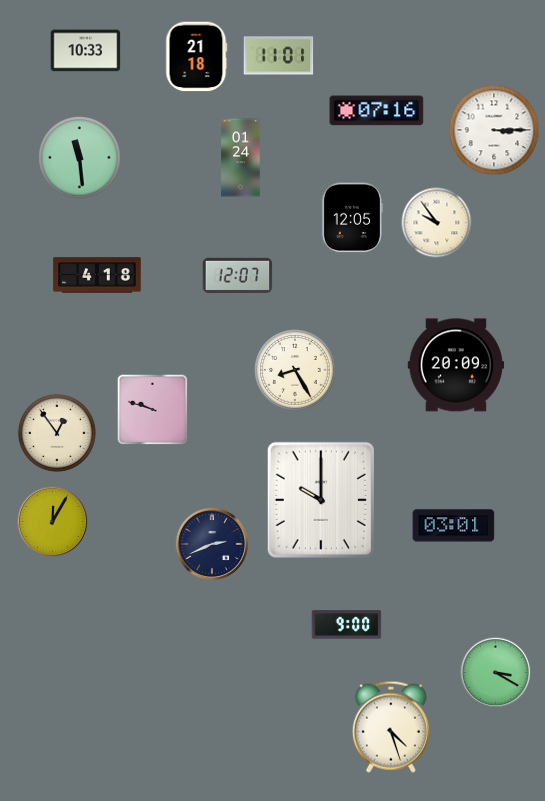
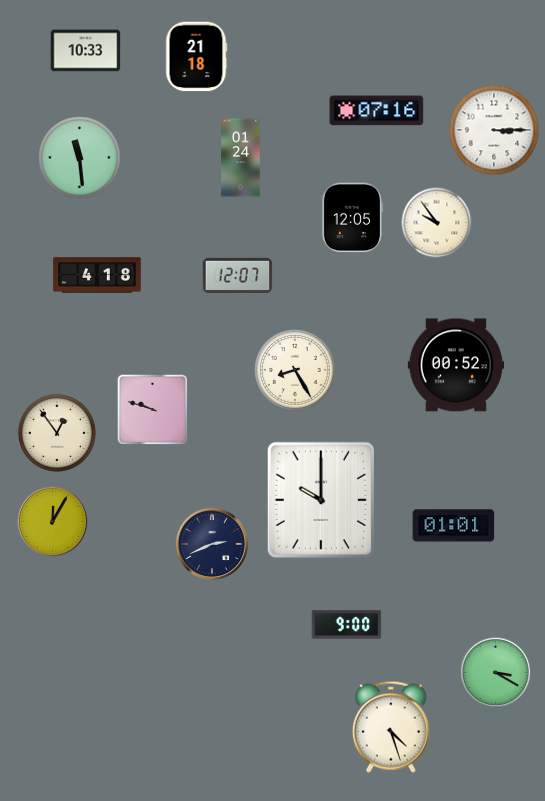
clock at (279, 56): 11:01 -> none
clock at (456, 365): 20:09 -> 00:52
clock at (454, 526): 03:01 -> 01:01
